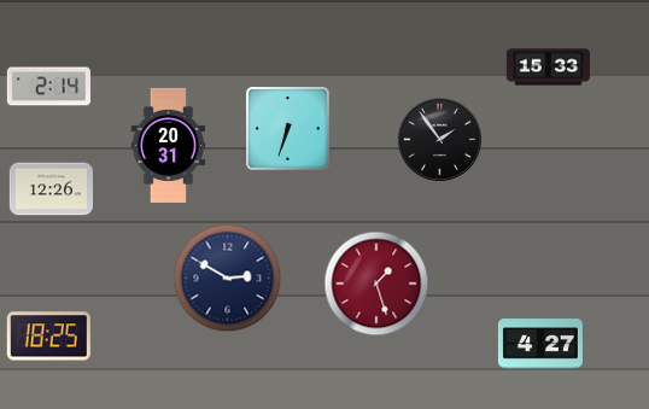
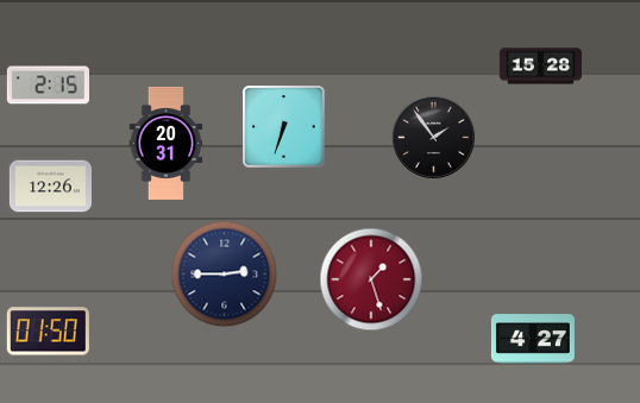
clock at (548, 68): 15:33 -> 15:28
clock at (48, 87): 2:14 -> 2:15
clock at (228, 279): 2:50 -> 2:45
clock at (48, 337): 18:25 -> 01:50
